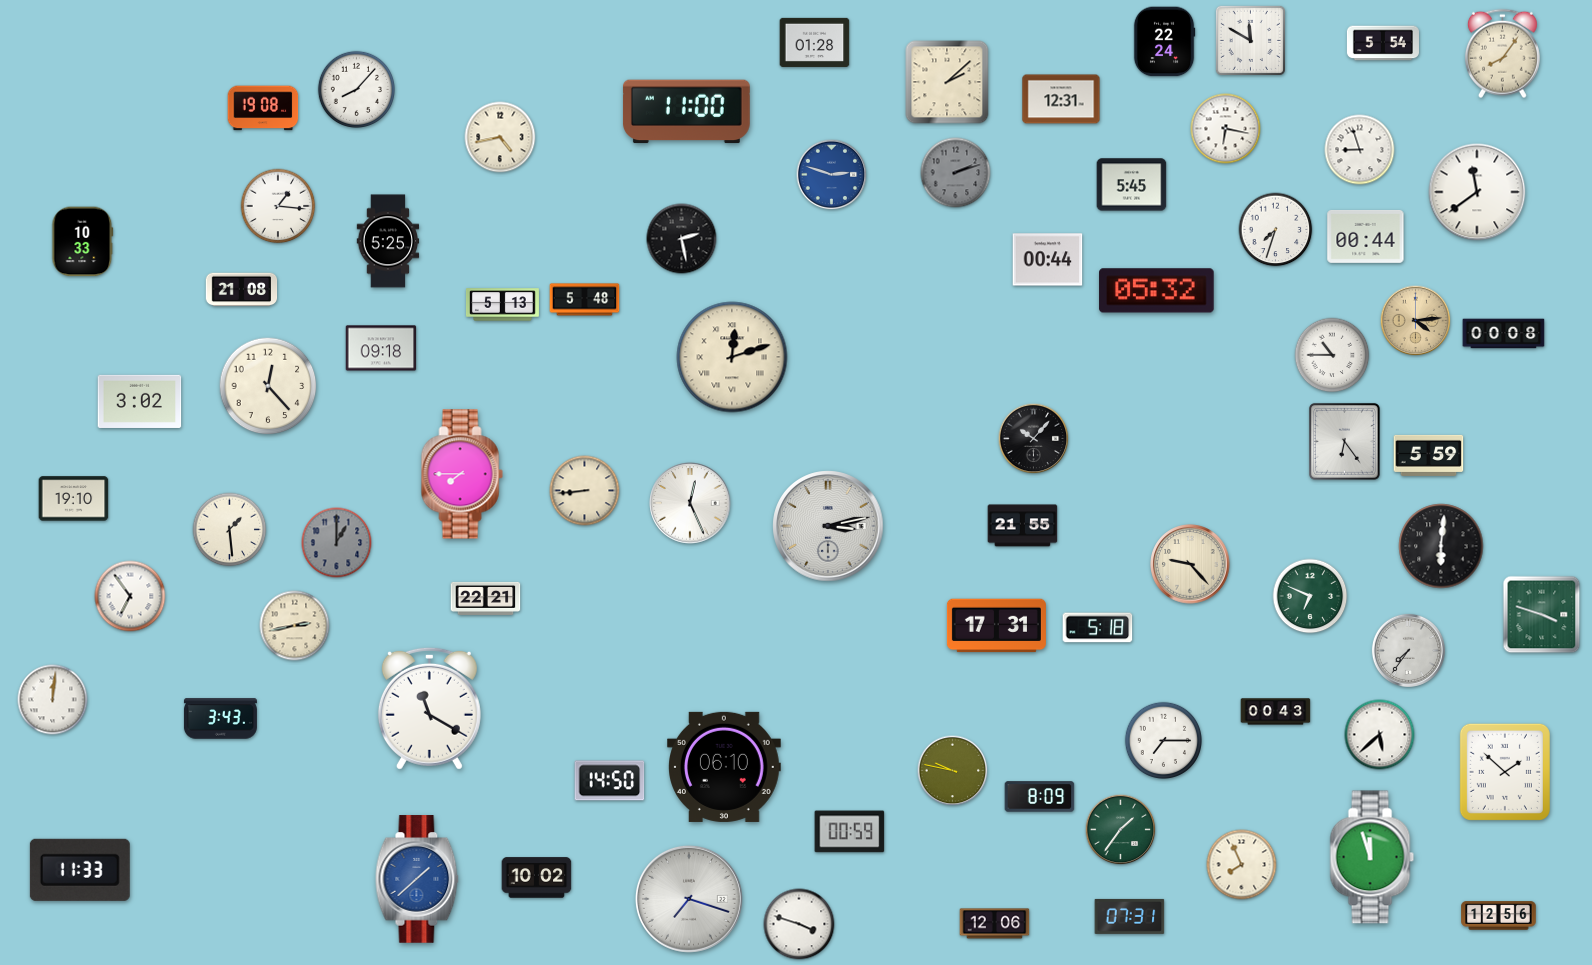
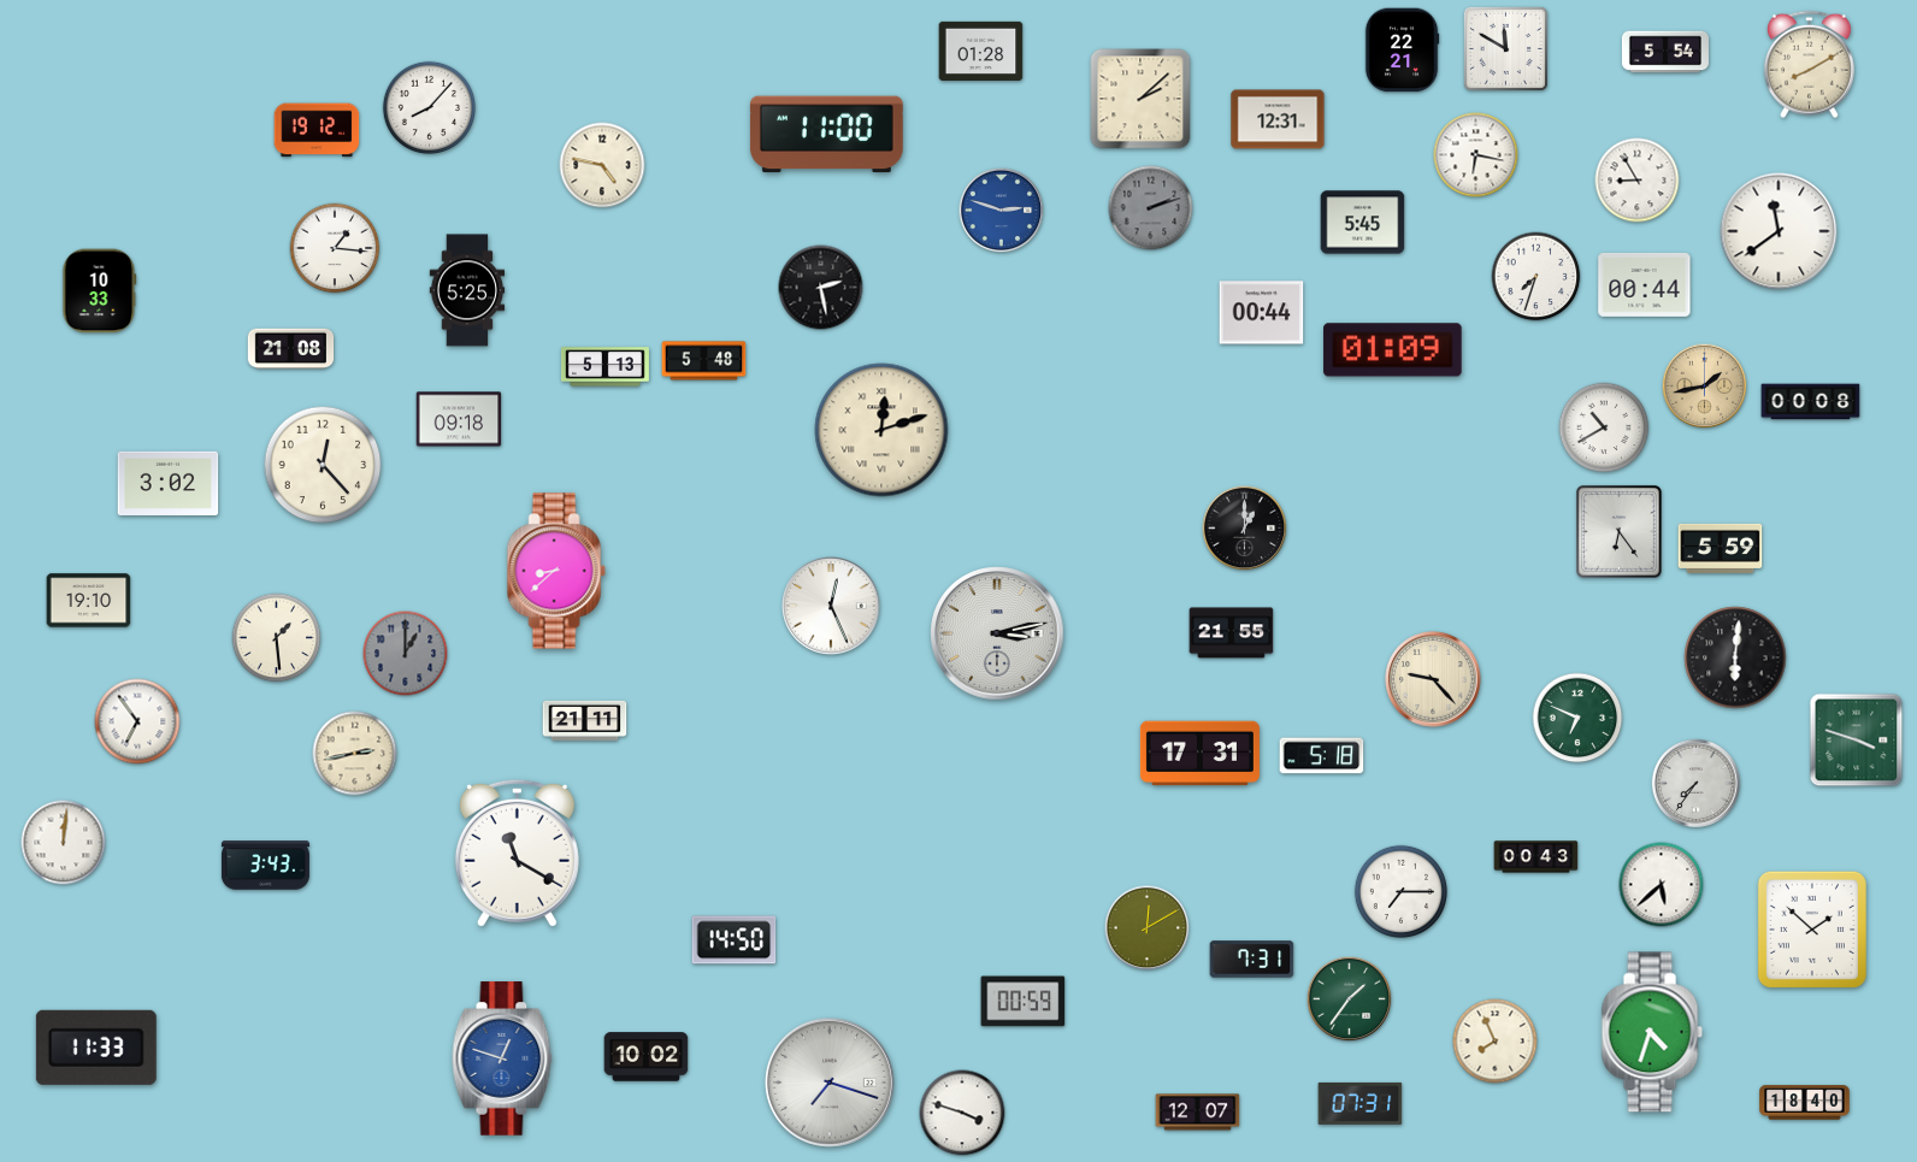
clock at (1164, 42): 22:24 -> 22:21
clock at (1502, 54): 8:06 -> 8:10
clock at (263, 108): 19:08 -> 19:12
clock at (500, 137): 4:43 -> 4:47
clock at (1360, 150): 8:57 -> 8:55
clock at (1157, 291): 05:32 -> 01:09
clock at (1416, 321): 4:14 -> 1:43
clock at (1332, 355): 10:45 -> 10:40
clock at (1034, 439): 10:07 -> 1:00
clock at (462, 474): 7:45 -> 8:38
clock at (585, 491): 8:44 -> none
clock at (130, 596) position: (130, 596) -> (137, 721)
clock at (486, 598): 22:21 -> 21:11
clock at (725, 767): 06:10 -> none
clock at (953, 771): 9:47 -> 12:10
clock at (1040, 797): 8:09 -> 7:31
clock at (1372, 857): 11:57 -> 4:33
clock at (417, 879): 1:38 -> 12:48
clock at (1499, 916): 12:56 -> 18:40
clock at (995, 924): 12:06 -> 12:07
